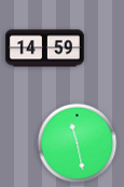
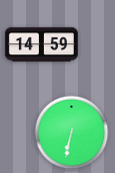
clock at (78, 144): 11:28 -> 6:32
